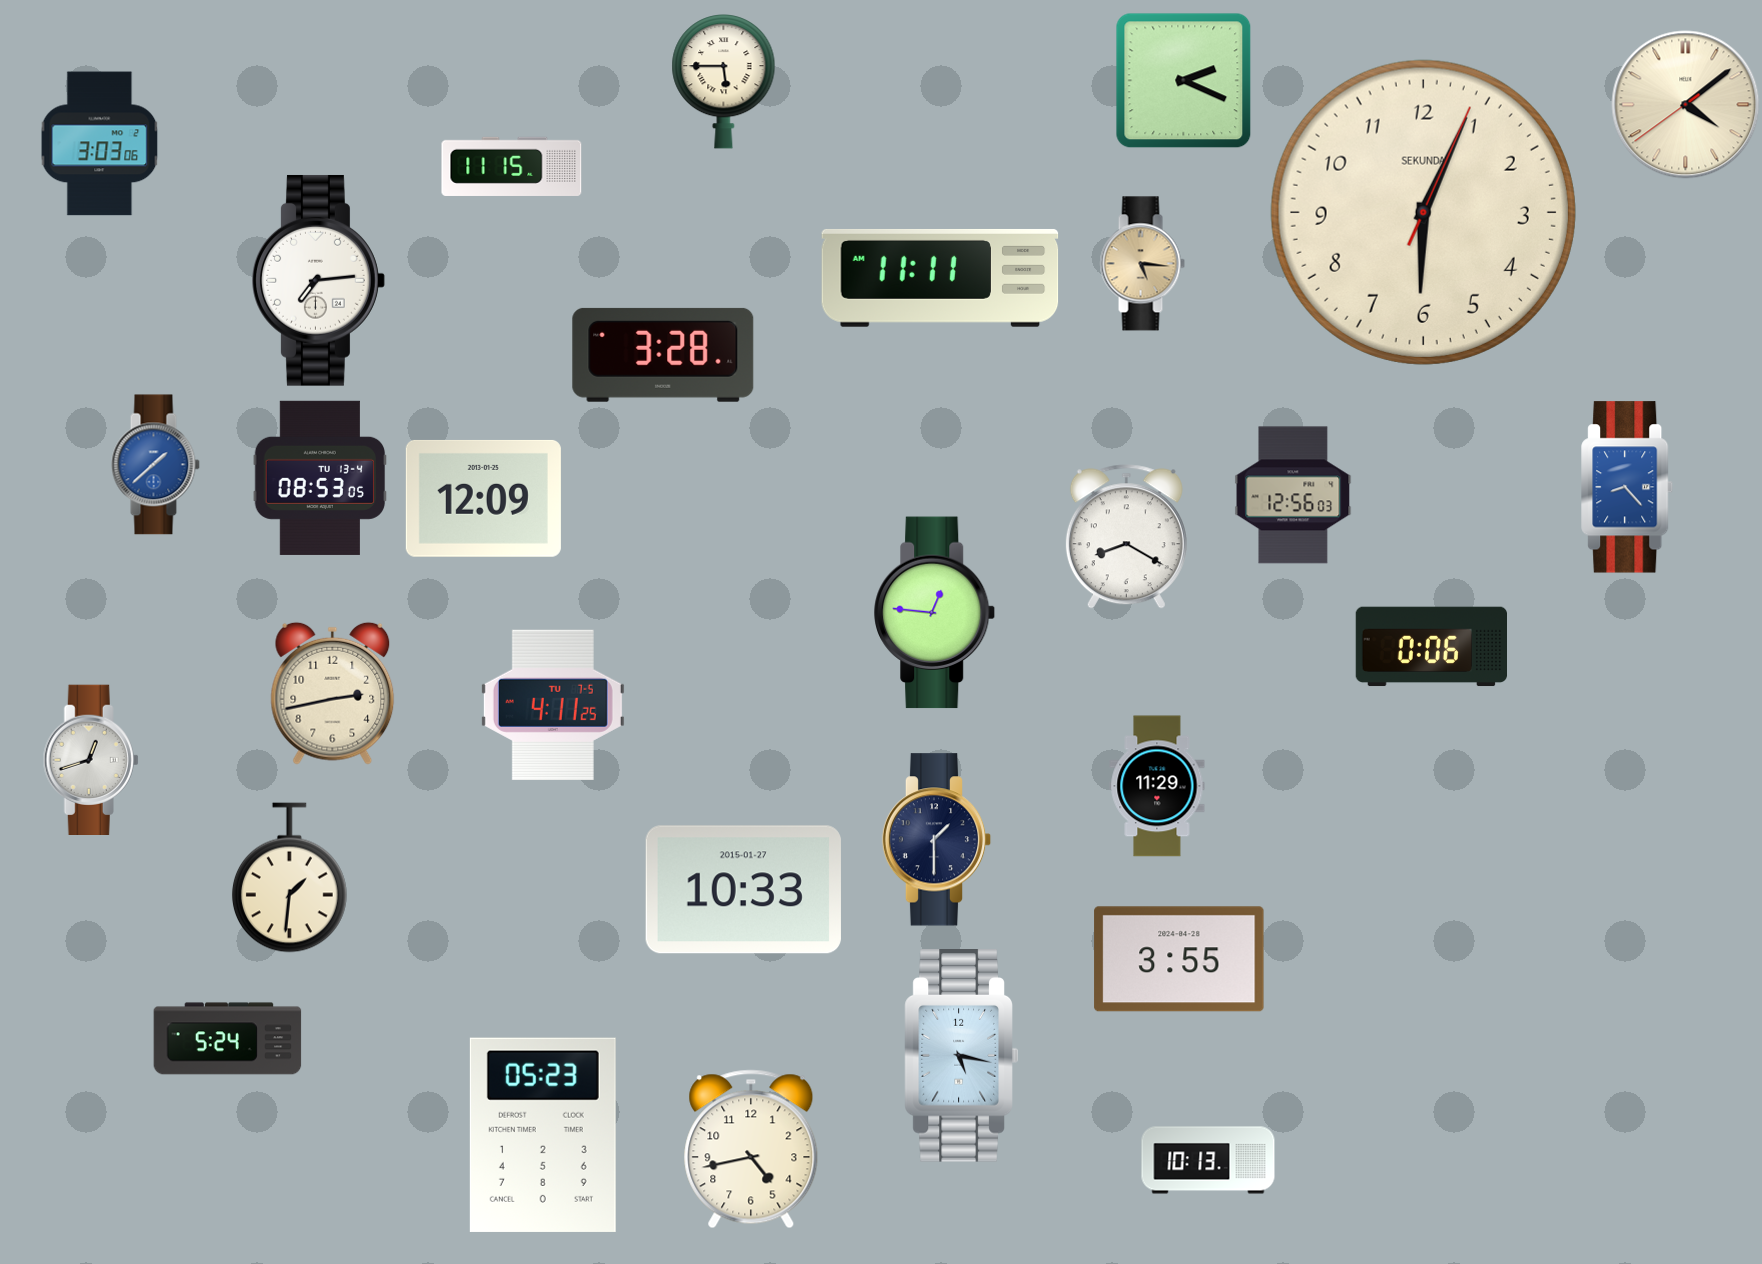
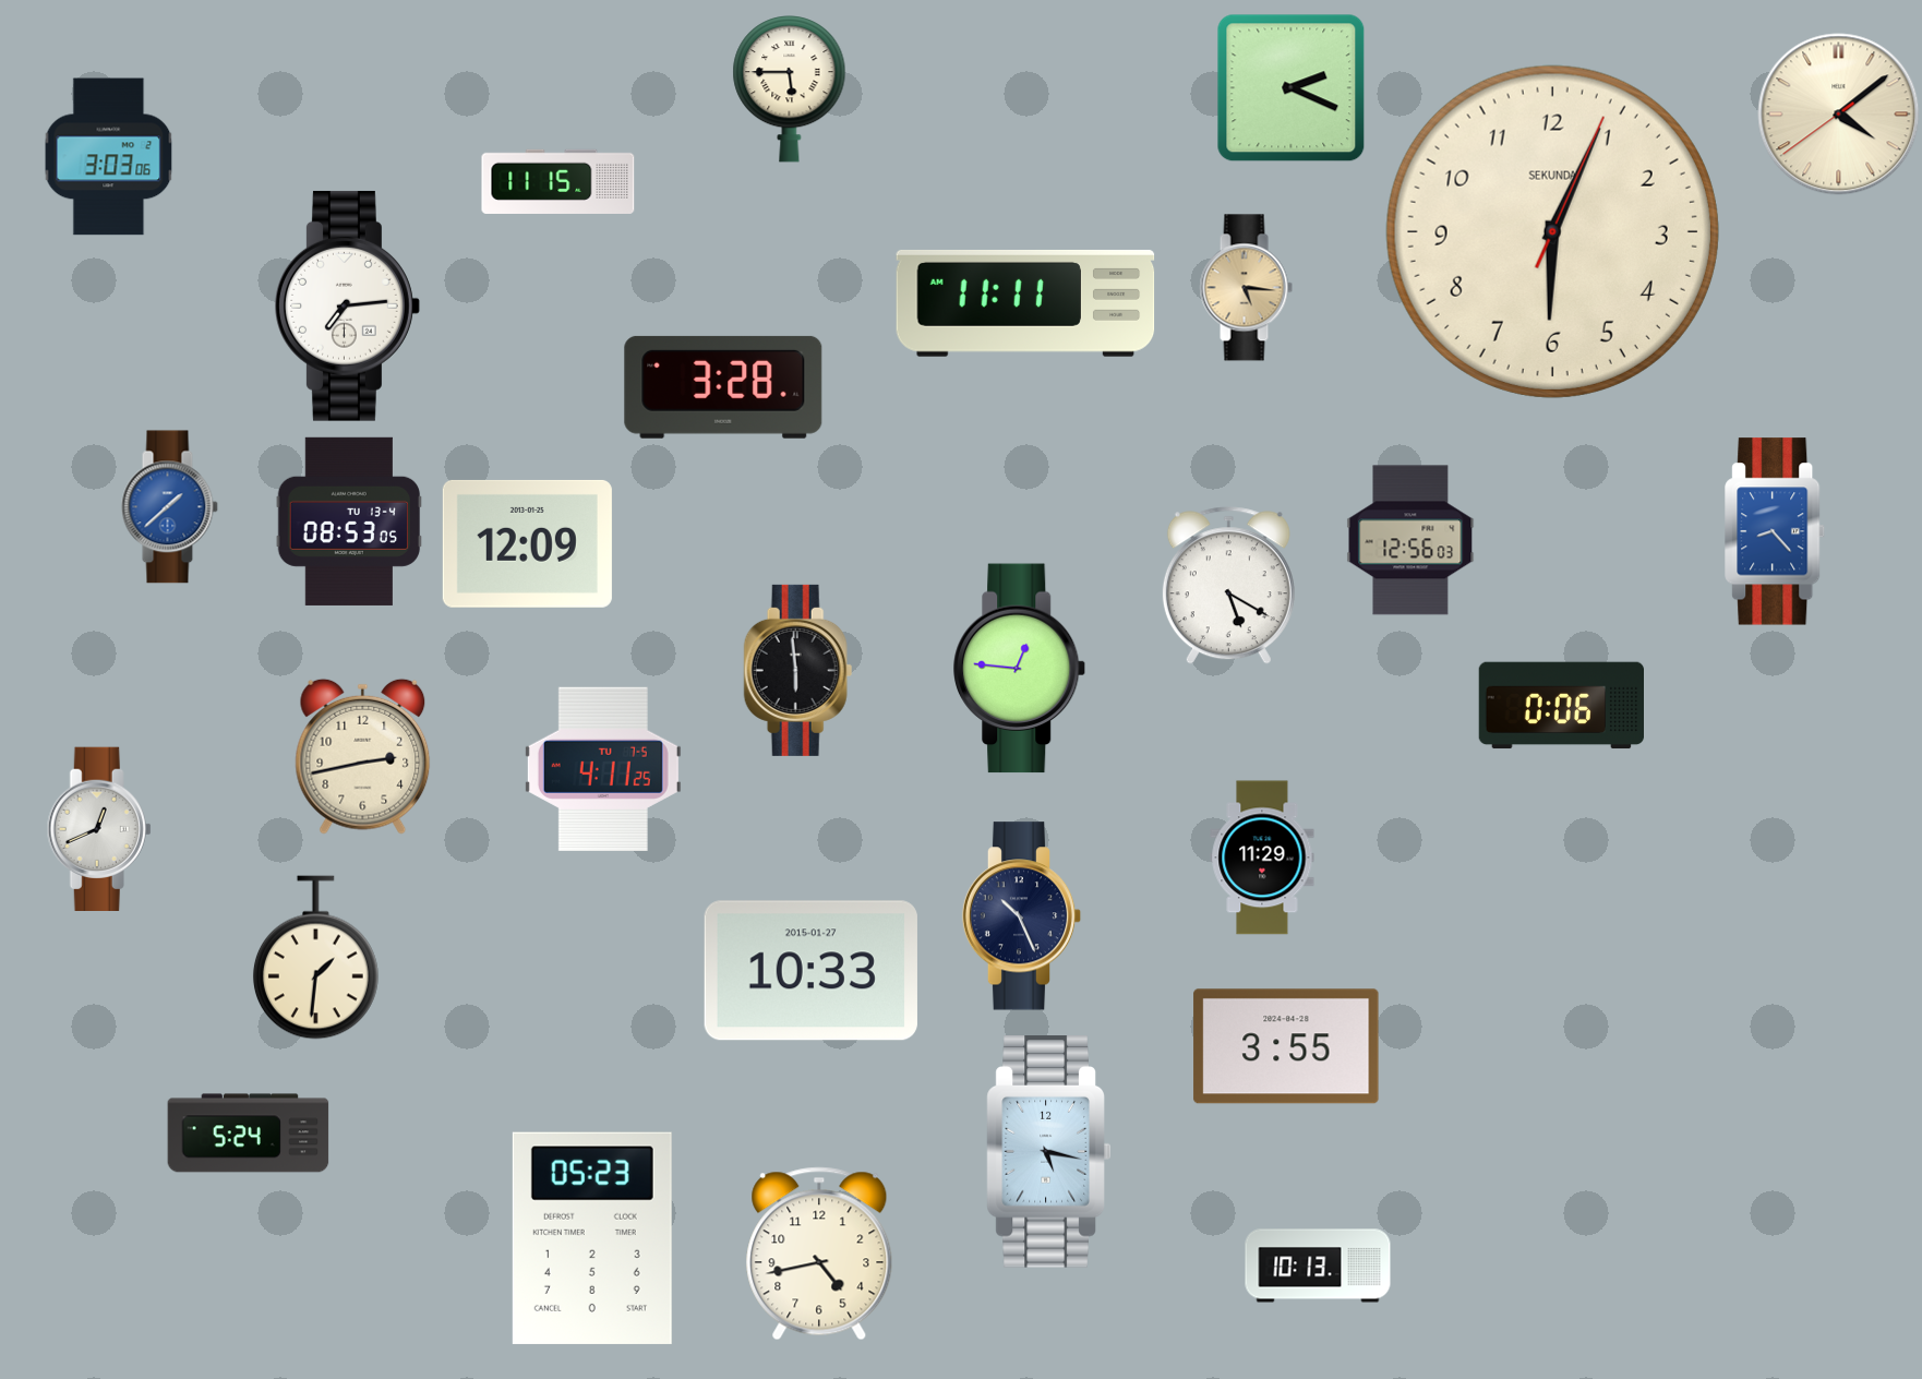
clock at (1126, 537): 8:20 -> 5:20
clock at (798, 670): none -> 5:59
clock at (91, 760): 12:42 -> 12:41
clock at (937, 840): 1:30 -> 10:26
